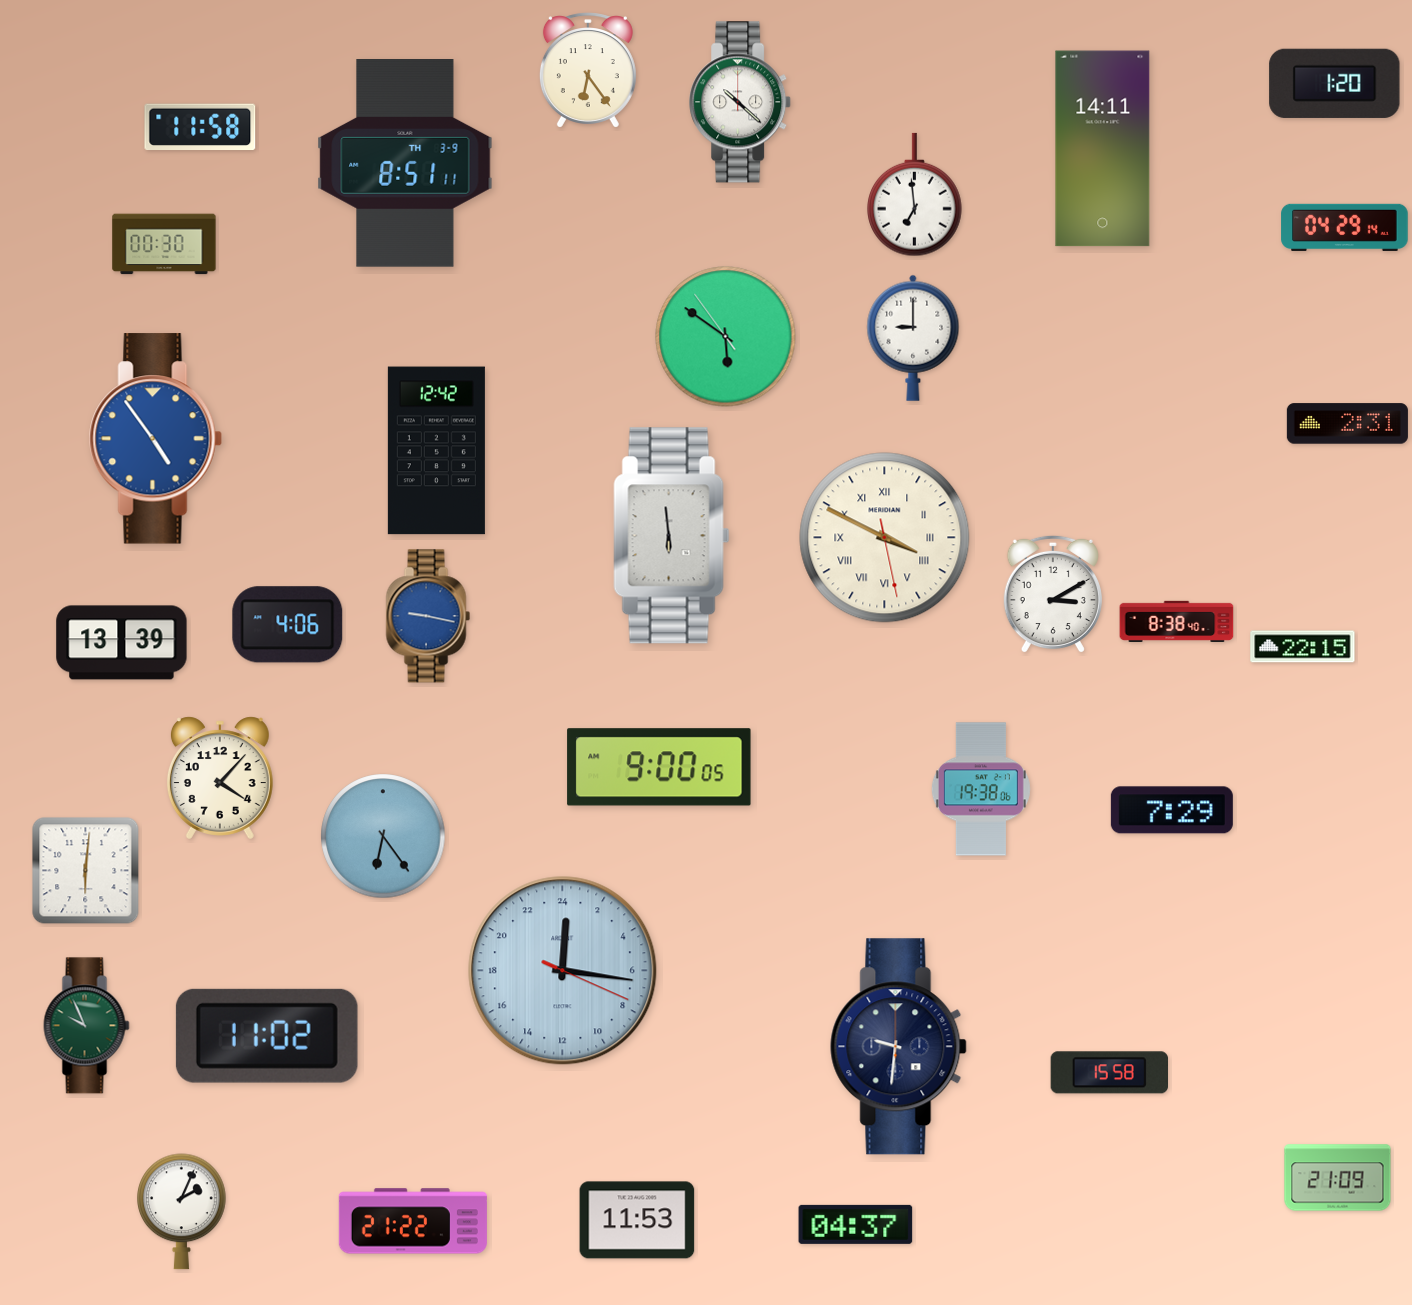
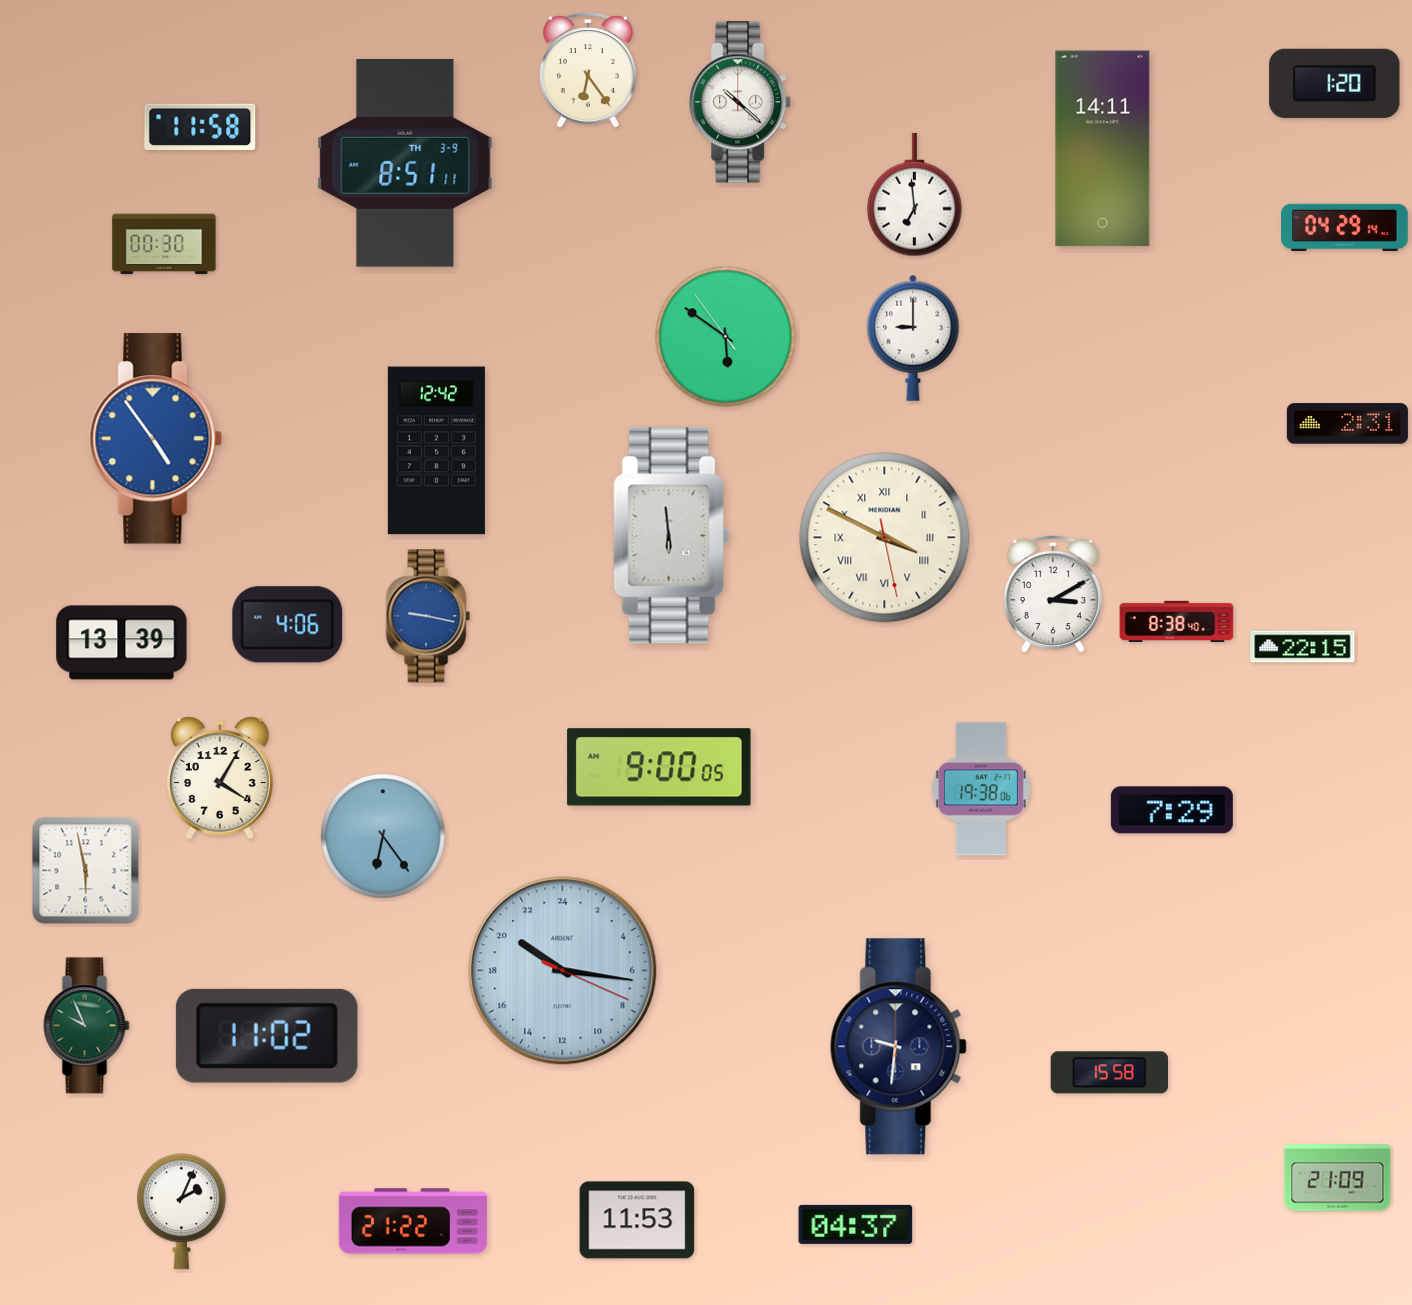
clock at (220, 778): 4:07 -> 4:05
clock at (86, 871): 6:01 -> 5:58
clock at (563, 971): 0:16 -> 20:16
